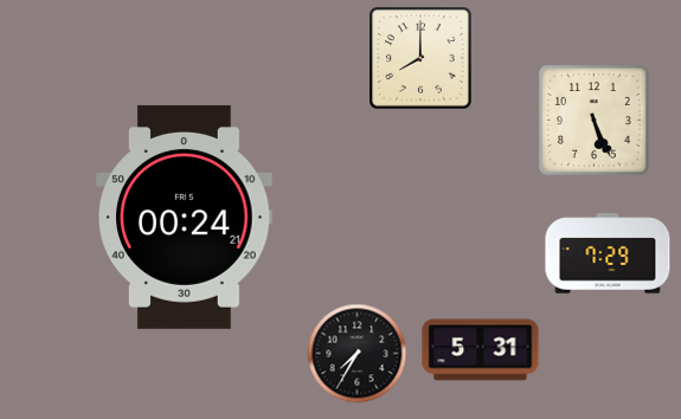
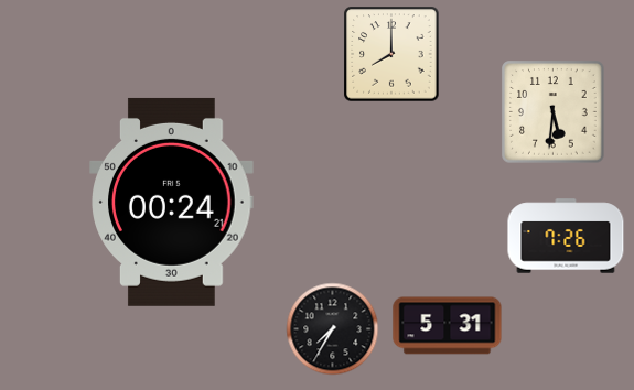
clock at (595, 121): 5:26 -> 5:31
clock at (608, 253): 7:29 -> 7:26
